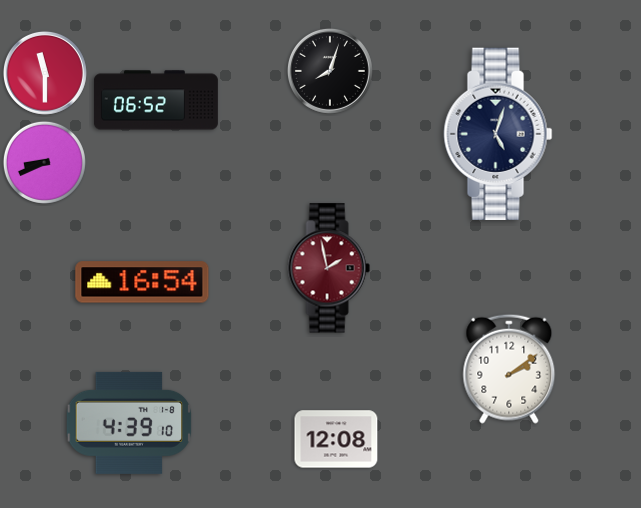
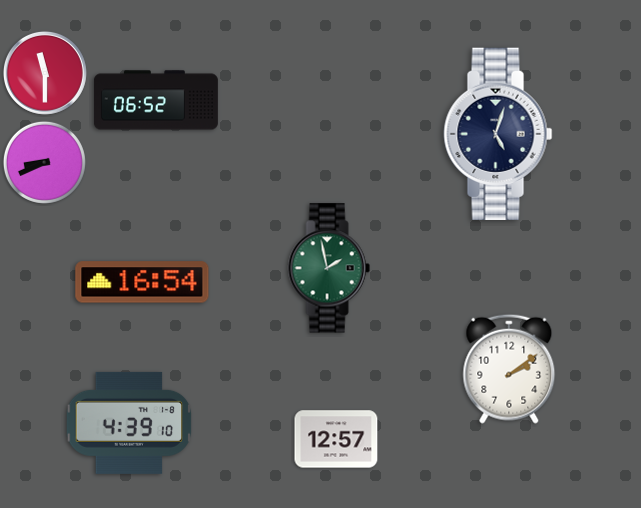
clock at (330, 71): 8:03 -> none
clock at (329, 268) dial: burgundy -> green
clock at (336, 439): 12:08 -> 12:57
